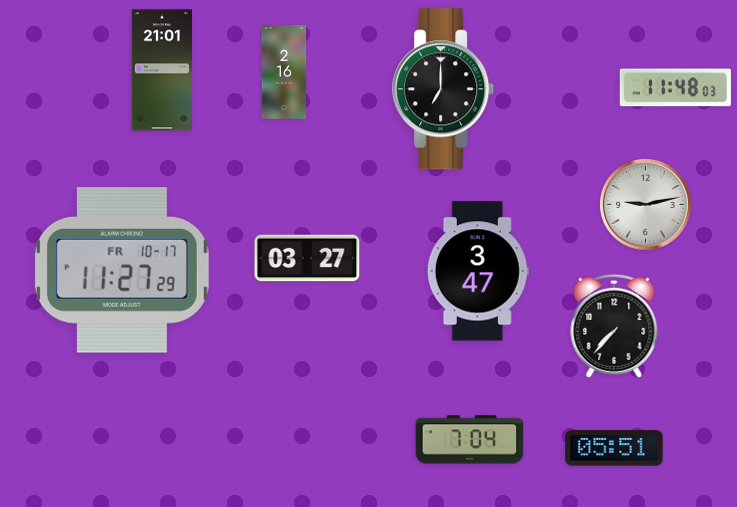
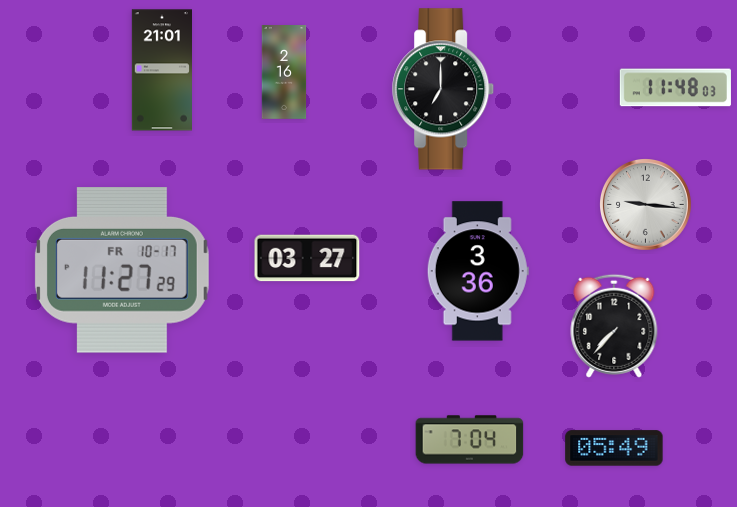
clock at (646, 205): 9:13 -> 9:16
clock at (478, 271): 3:47 -> 3:36
clock at (614, 448): 05:51 -> 05:49
